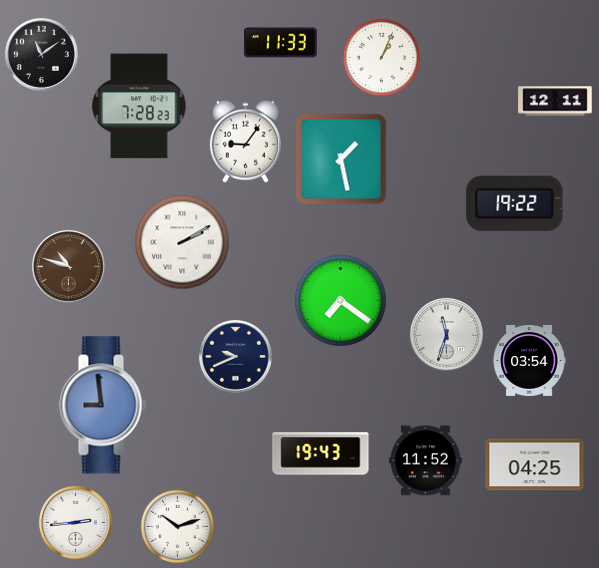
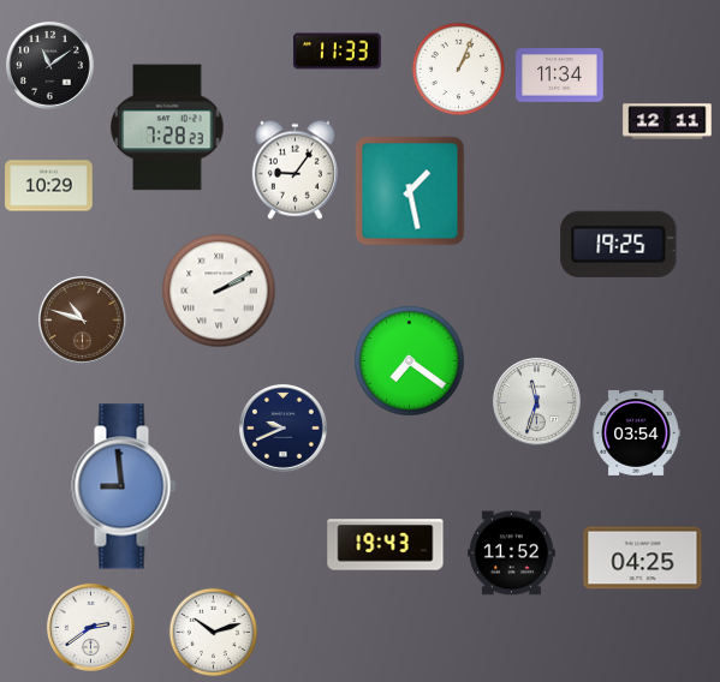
clock at (560, 76): none -> 11:34
clock at (49, 186): none -> 10:29
clock at (515, 203): 19:22 -> 19:25
clock at (75, 522): 2:44 -> 2:39
